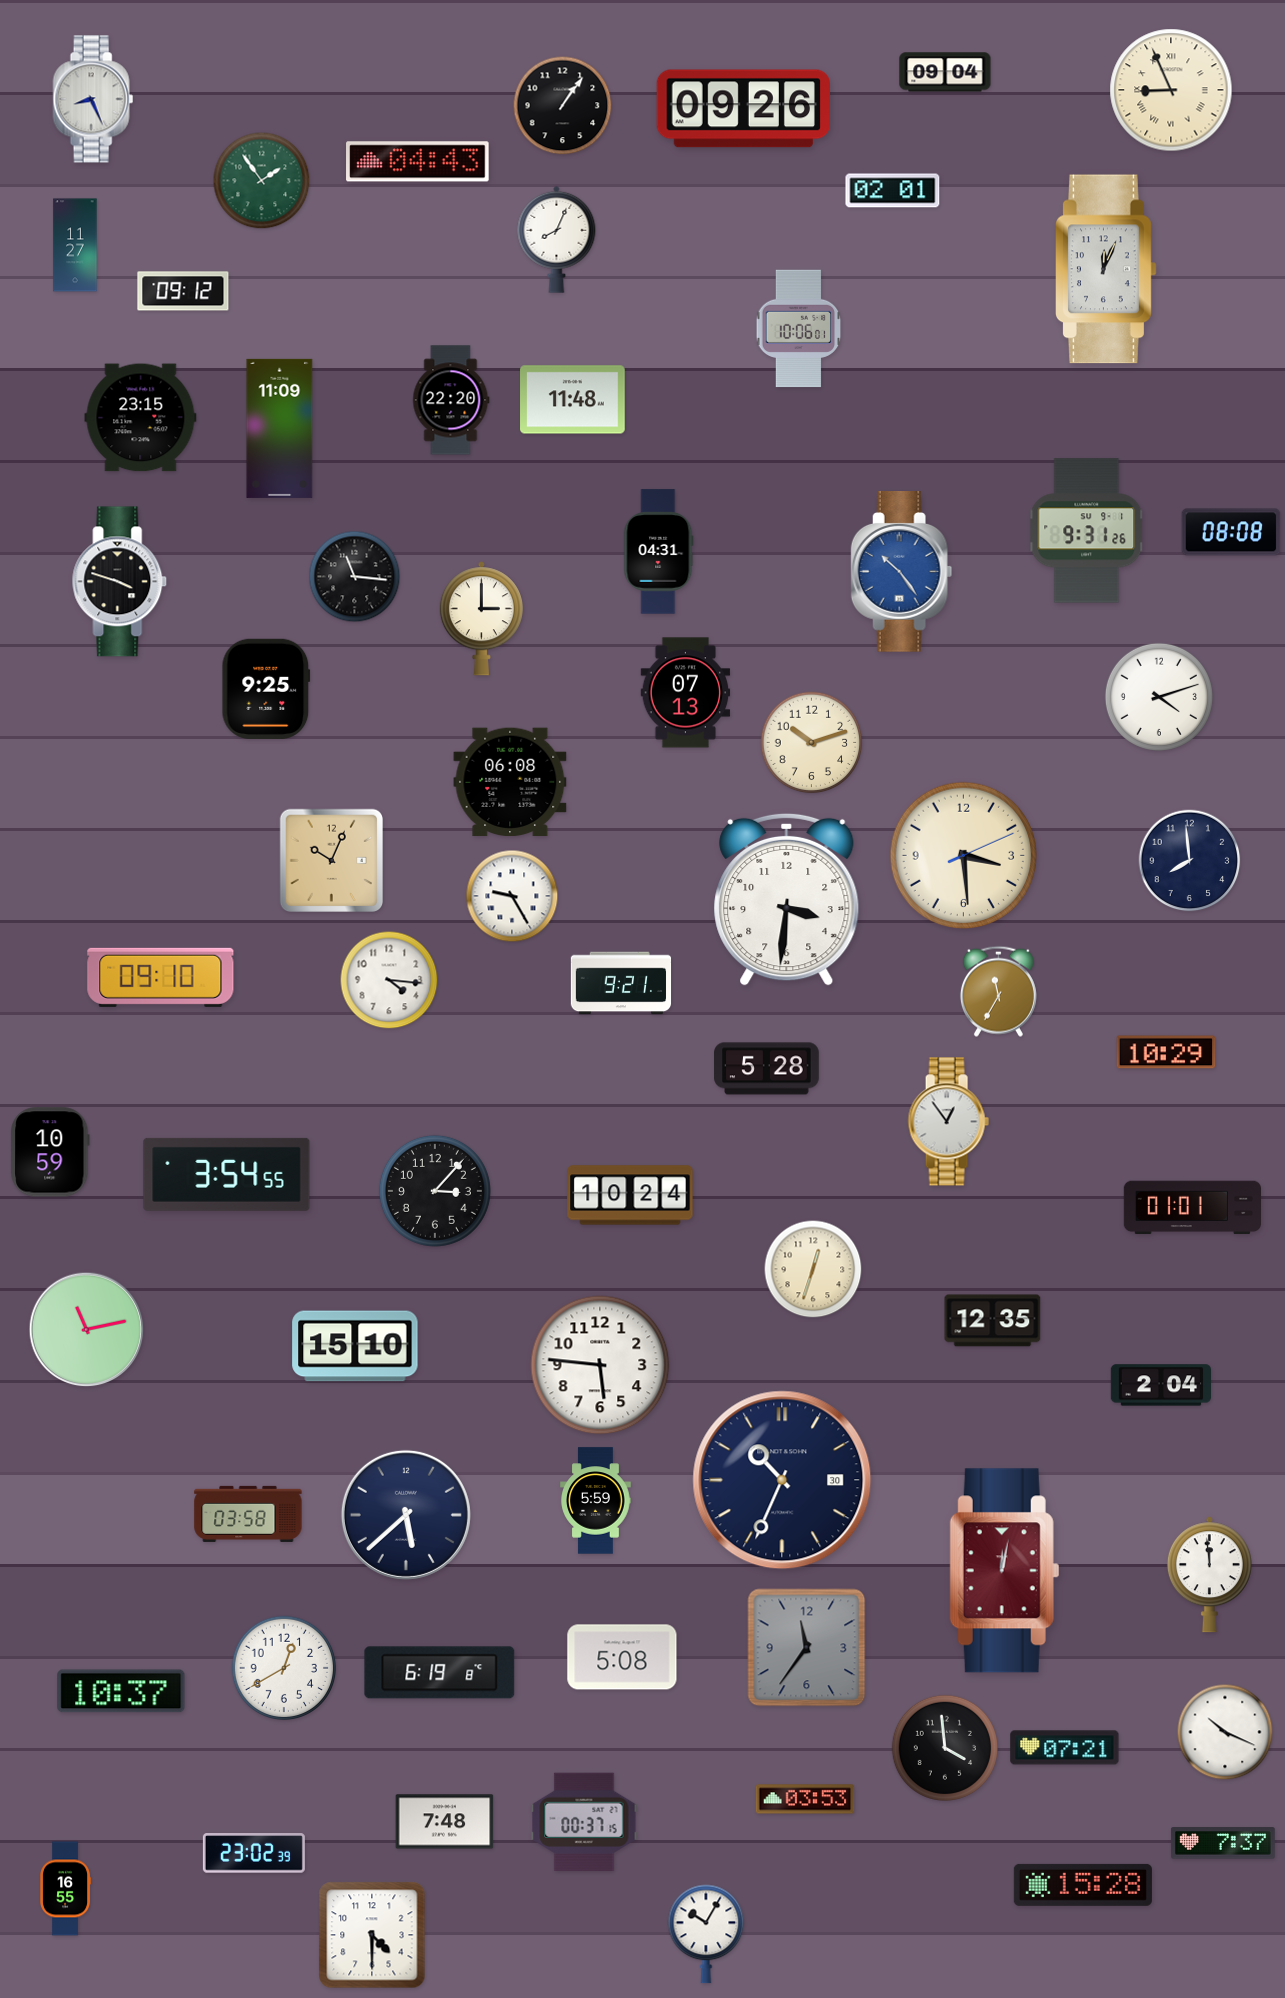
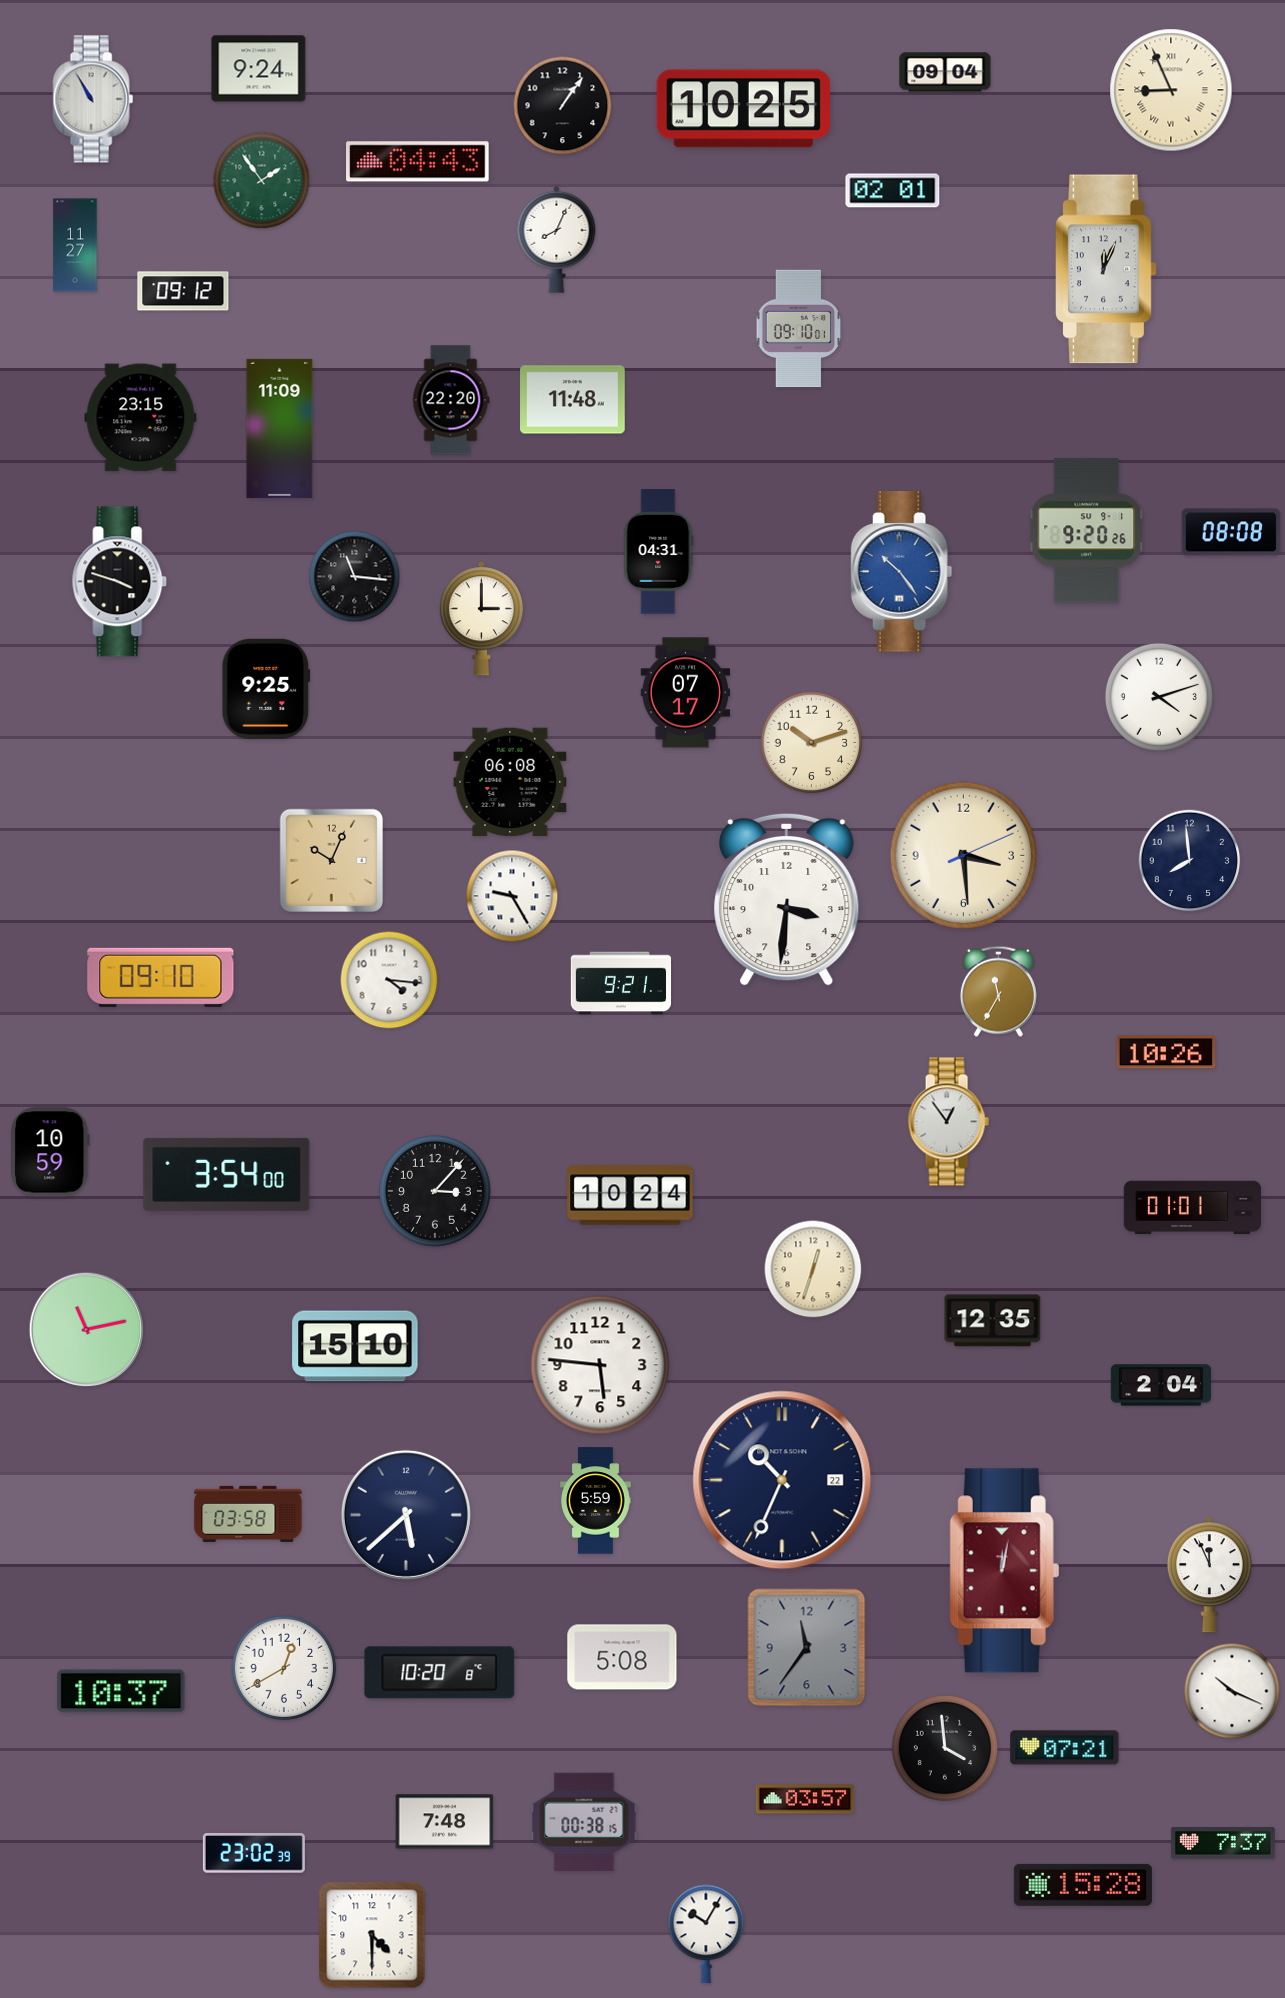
clock at (259, 69): none -> 9:24
clock at (93, 99): 8:26 -> 10:55
clock at (743, 109): 09:26 -> 10:25
clock at (799, 329): 10:06 -> 09:10
clock at (1087, 531): 9:31 -> 9:20
clock at (686, 693): 07:13 -> 07:17
clock at (1166, 1052): 10:29 -> 10:26
clock at (767, 1069): 5:28 -> none
clock at (227, 1174): 3:54:55 -> 3:54:00
clock at (782, 1480) date: 30 -> 22
clock at (1209, 1575): 11:59 -> 11:56
clock at (440, 1673): 6:19 -> 10:20
clock at (1225, 1732) position: (1225, 1732) -> (1232, 1691)
clock at (805, 1799): 03:53 -> 03:57
clock at (584, 1821): 00:37 -> 00:38
clock at (66, 1889): 16:55 -> none
